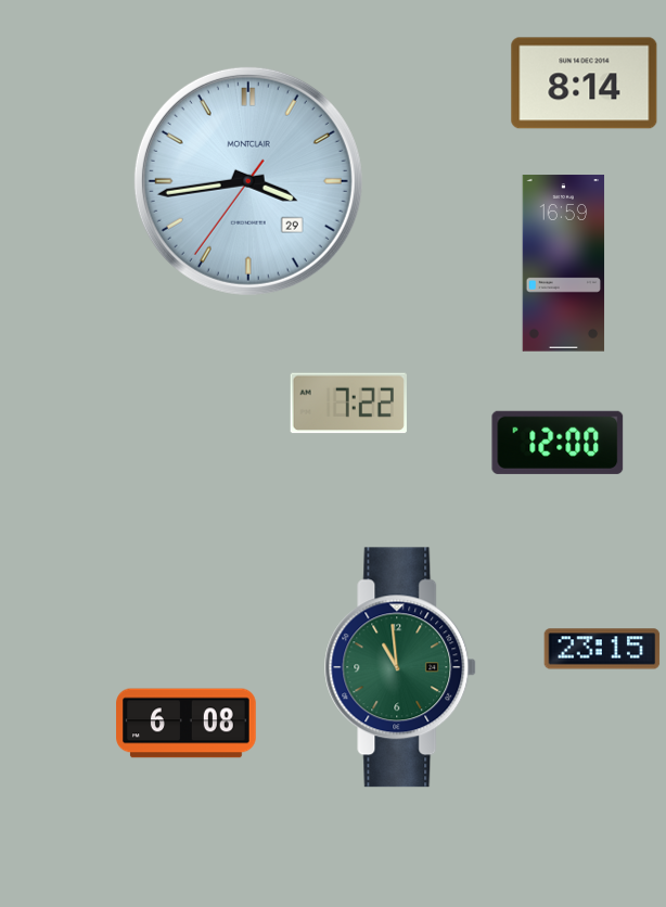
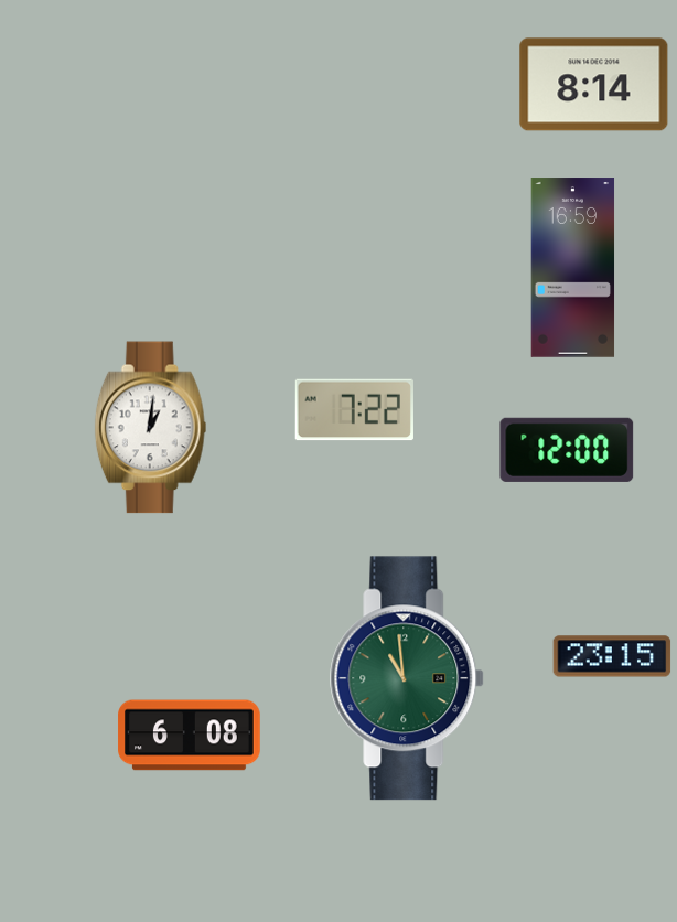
clock at (248, 181): 3:43 -> none
clock at (151, 428): none -> 1:01
clock at (602, 649) position: (602, 649) -> (612, 656)
